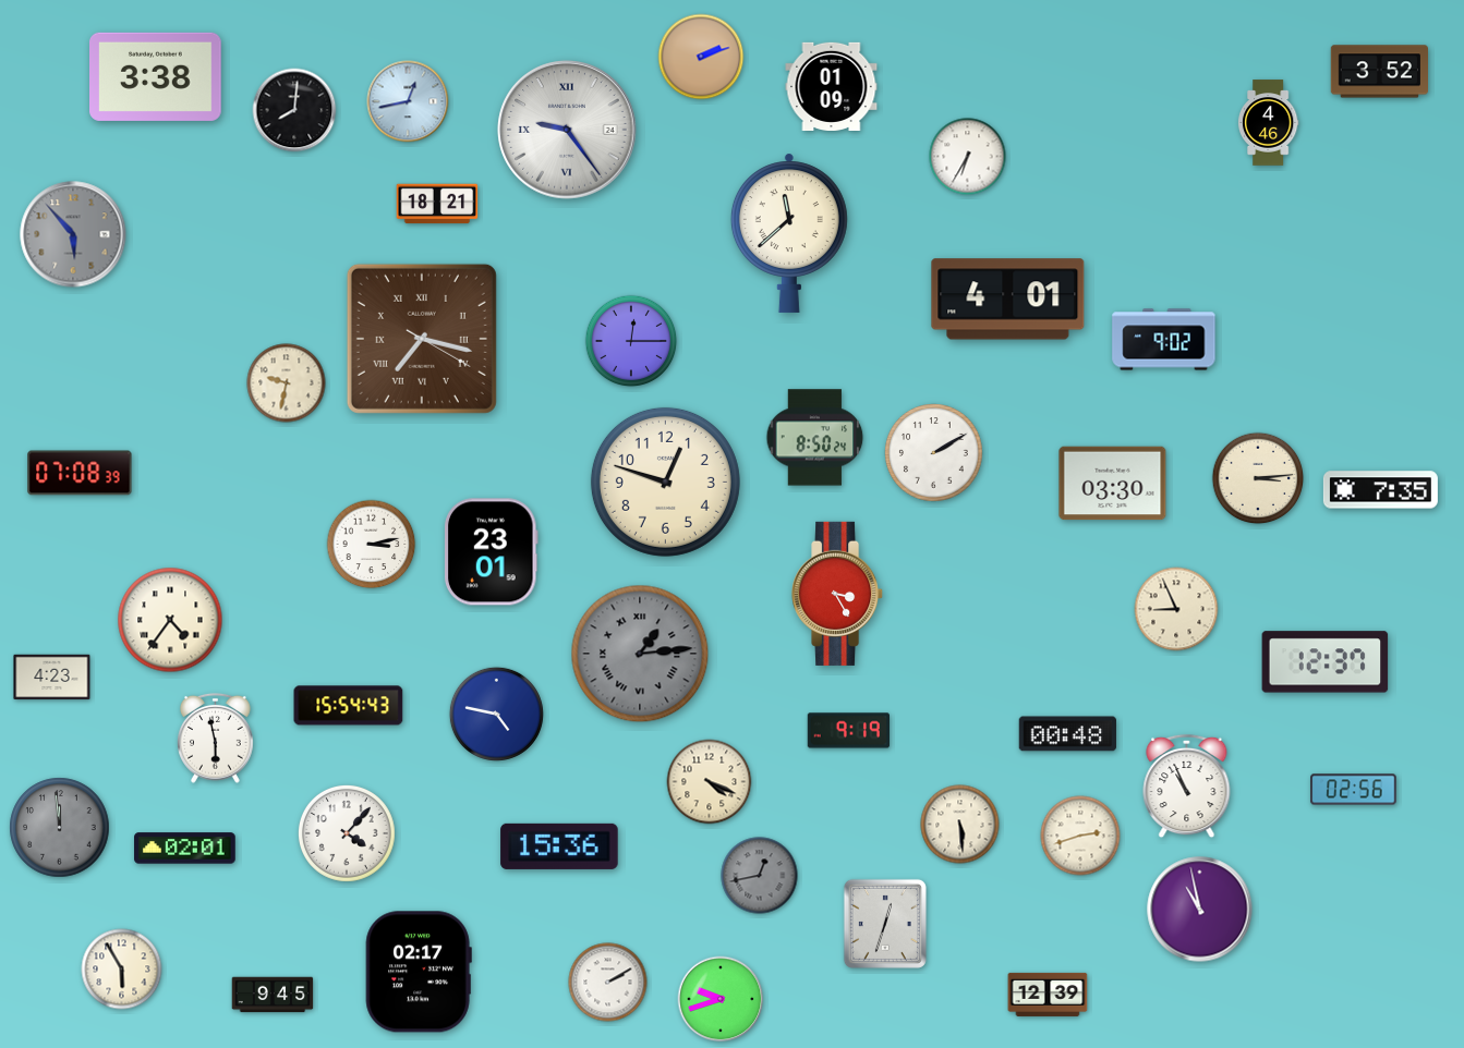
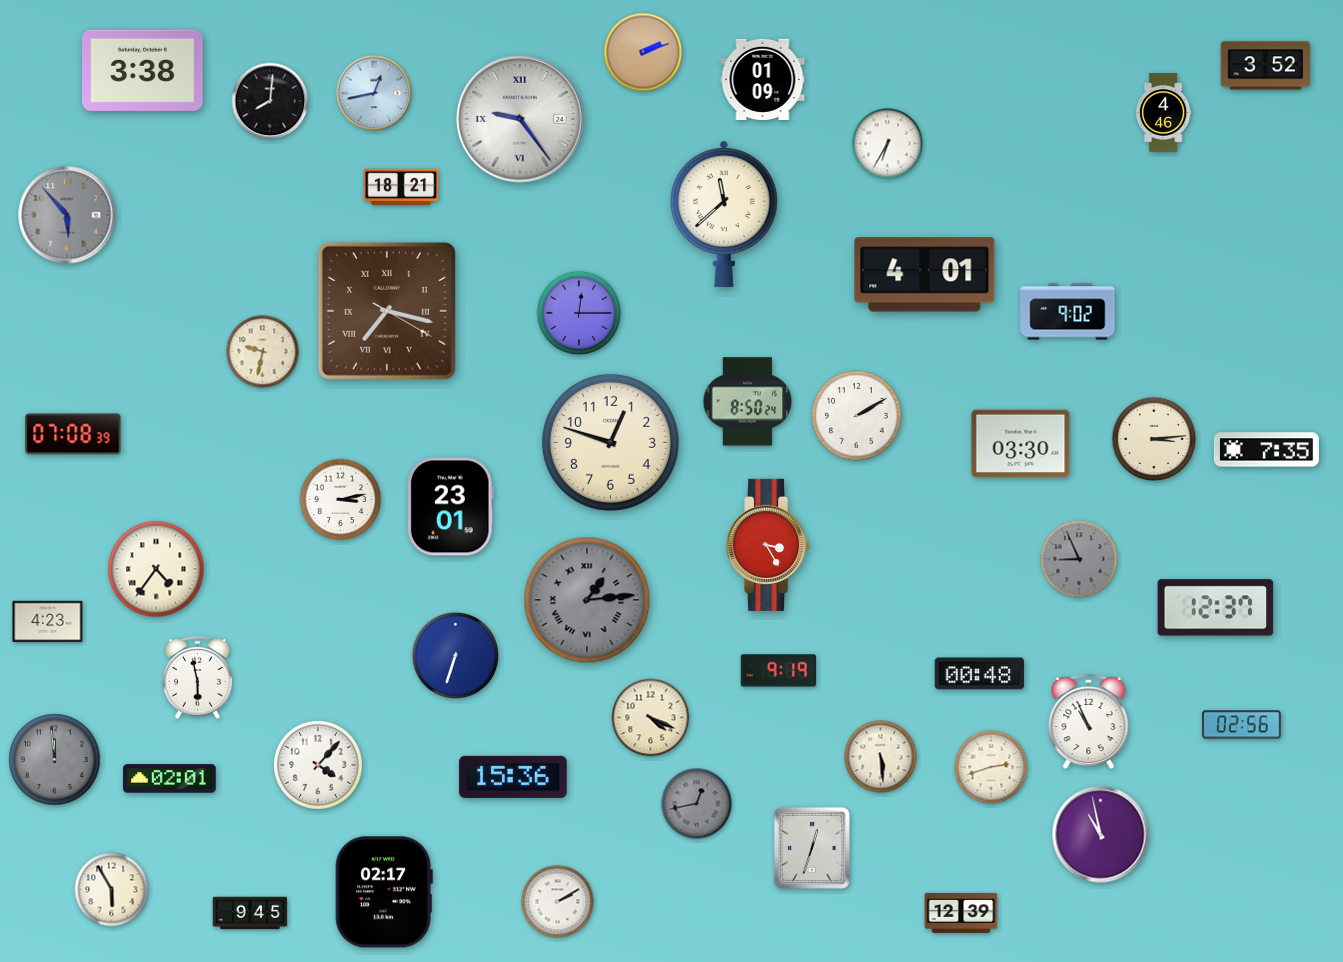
clock at (1176, 609) dial: cream -> grey
clock at (349, 706): 15:54 -> none
clock at (496, 714): 4:47 -> 6:33
clock at (721, 999): 9:42 -> none
